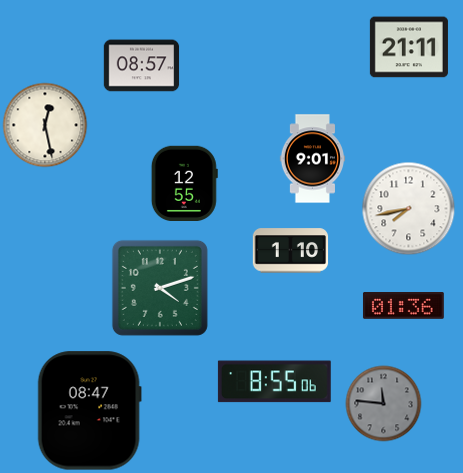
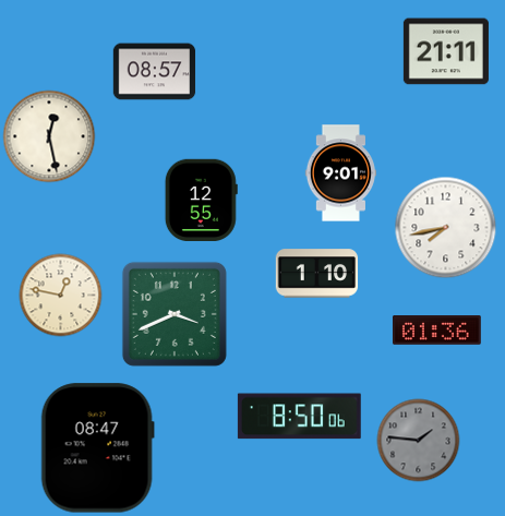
clock at (61, 296): none -> 12:47
clock at (160, 288): 4:12 -> 3:41
clock at (403, 306) position: (403, 306) -> (436, 331)
clock at (274, 382): 8:55 -> 8:50
clock at (384, 404): 11:46 -> 1:46
